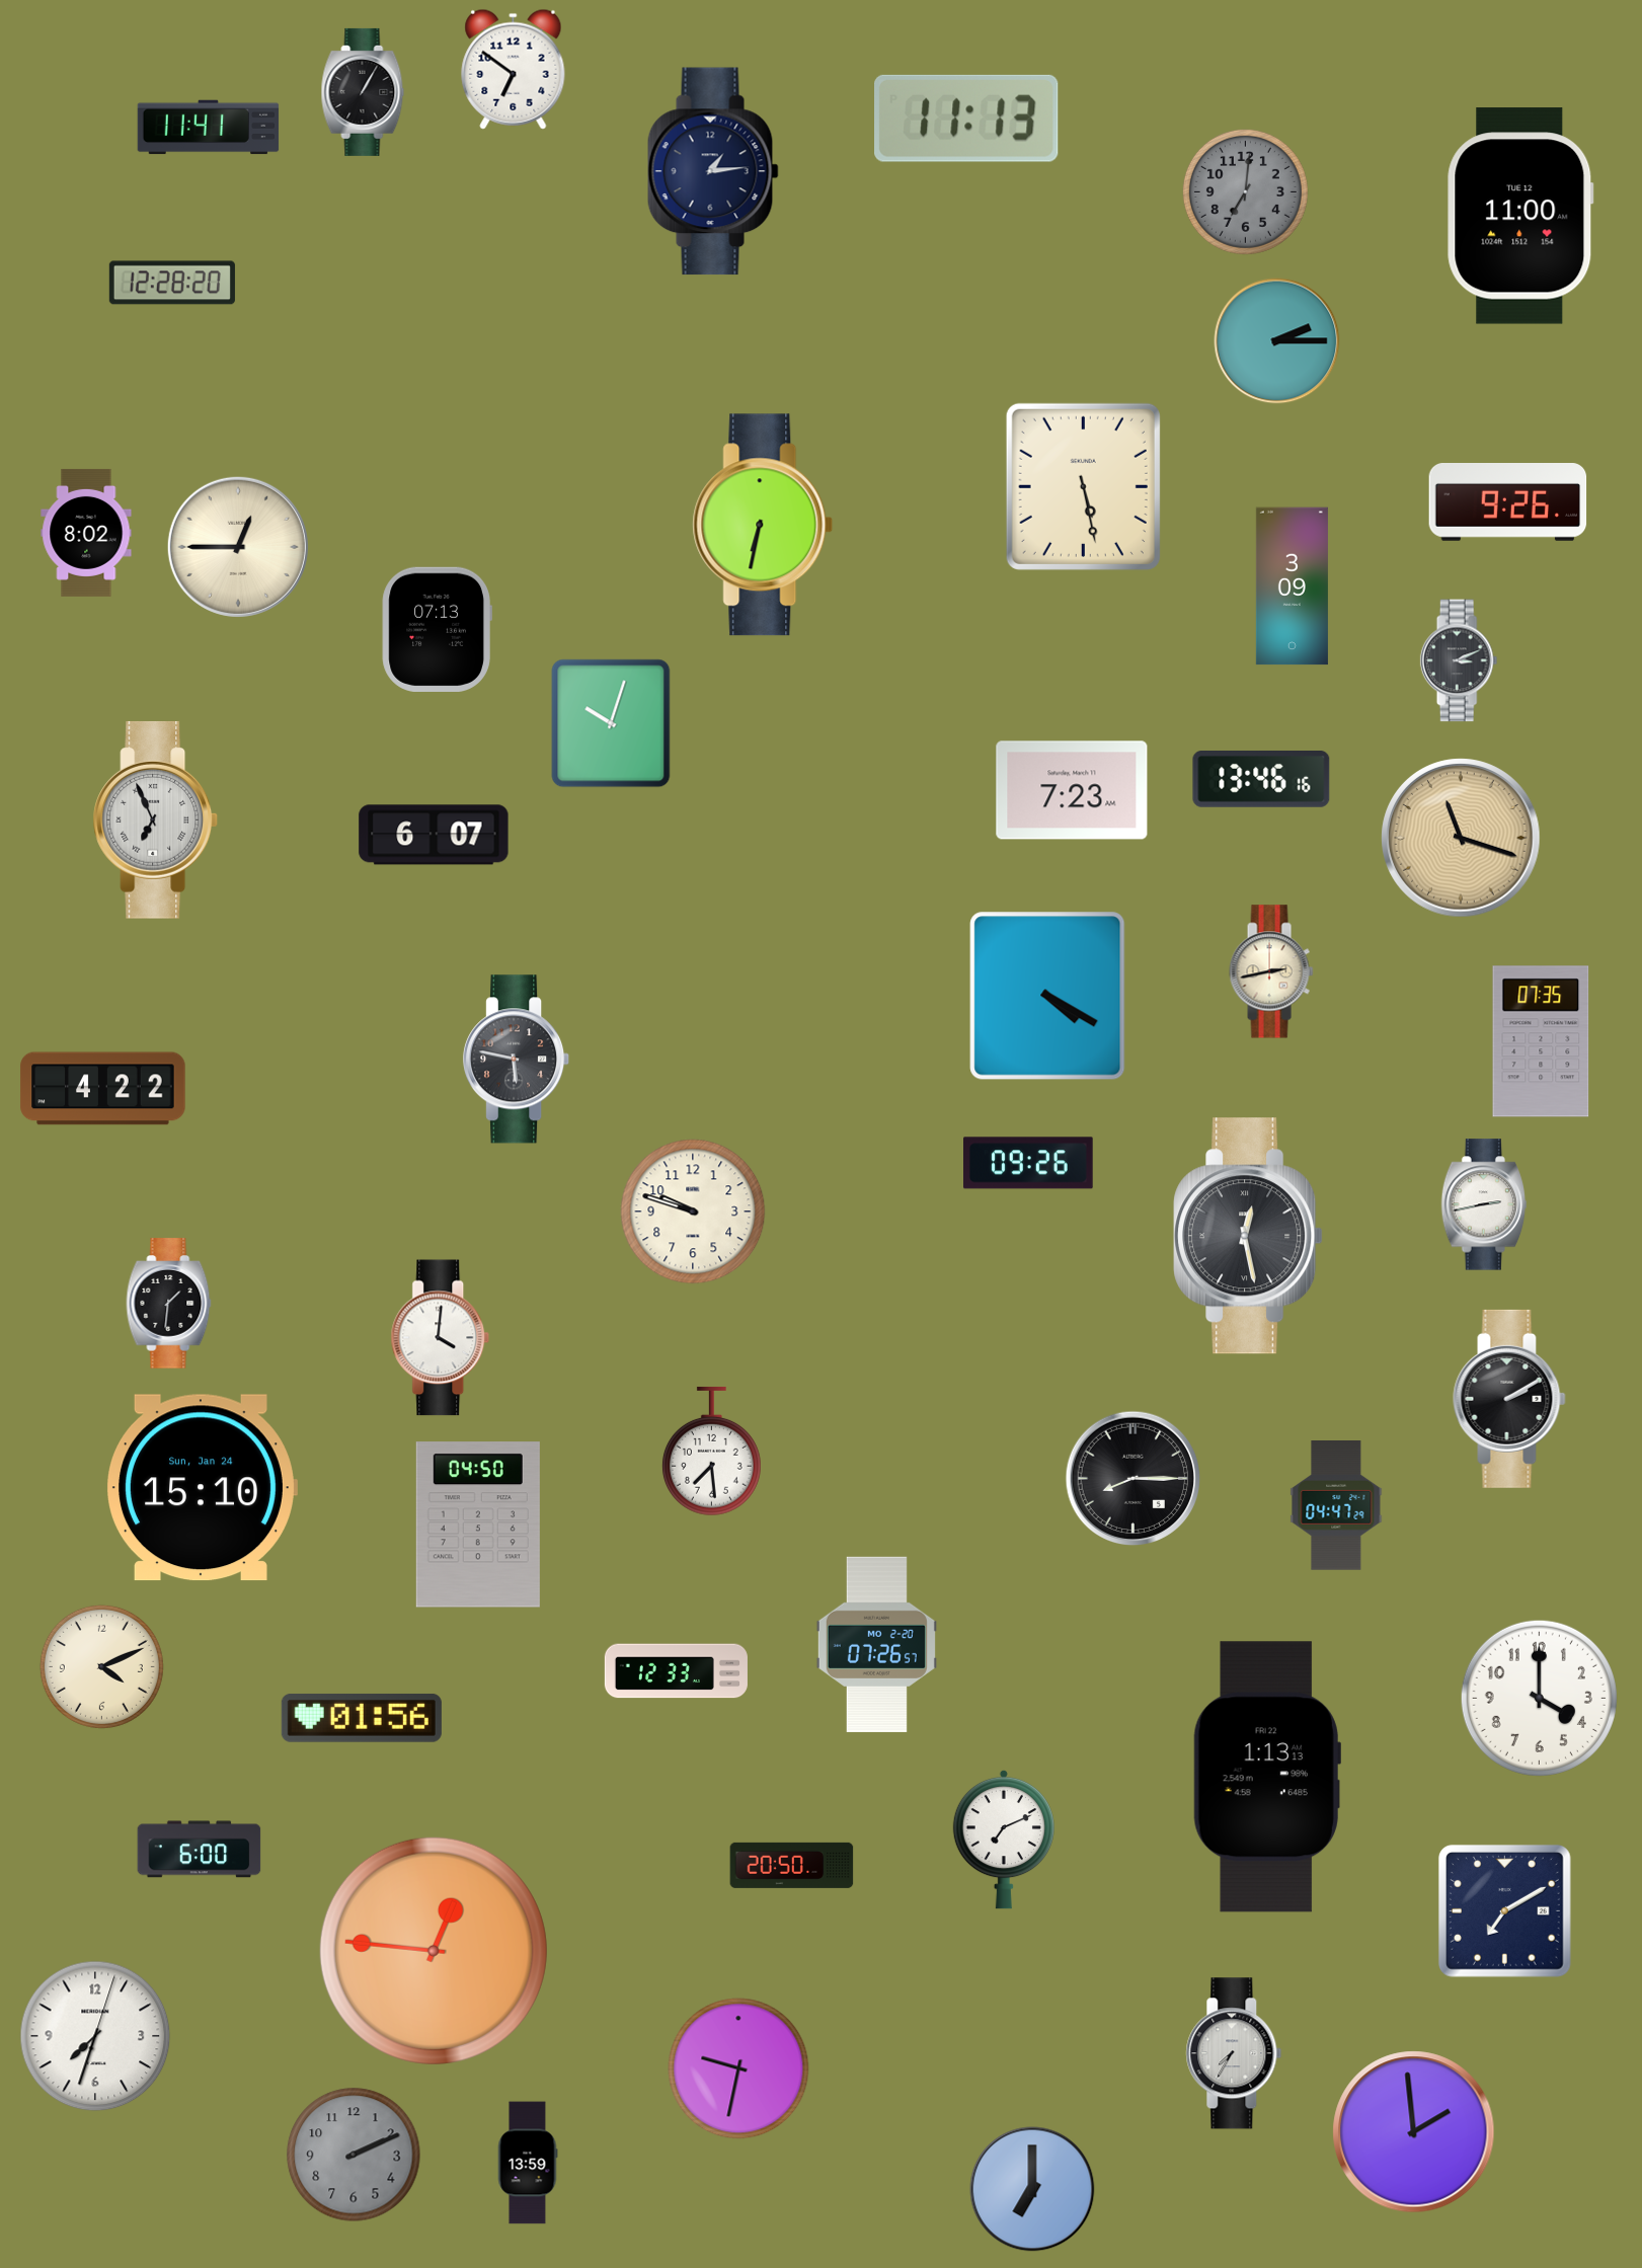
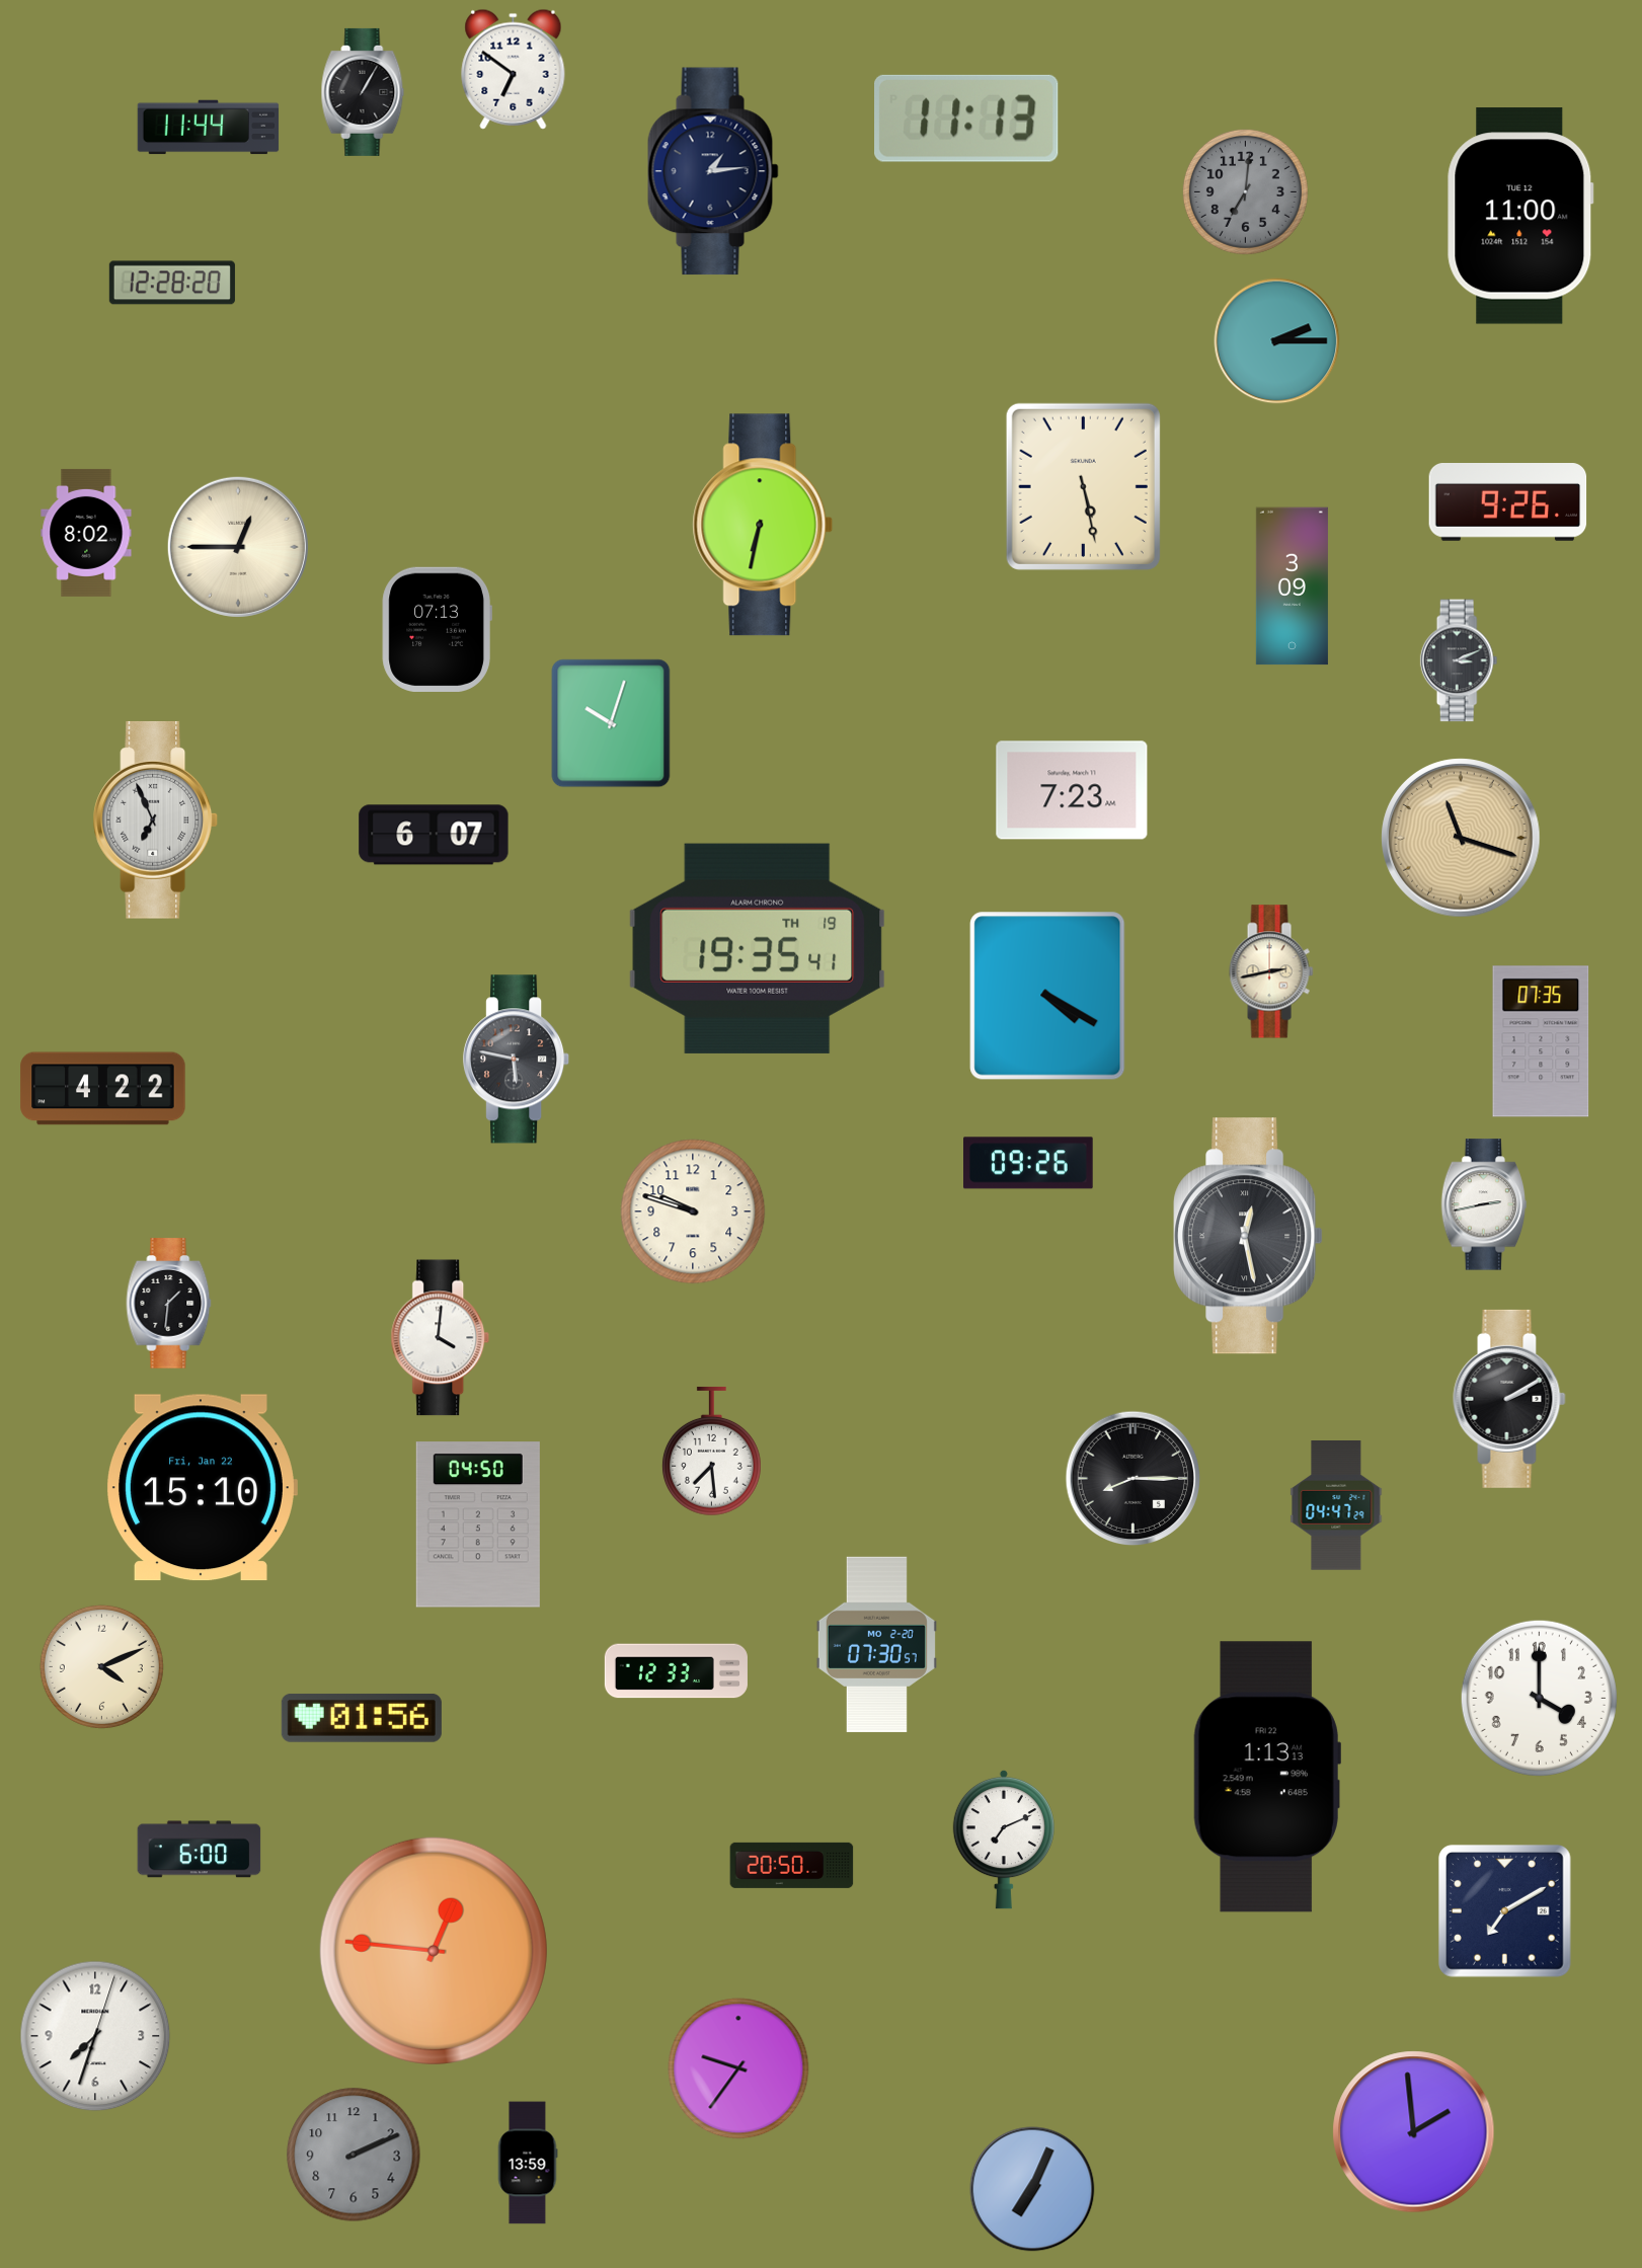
clock at (209, 128): 11:41 -> 11:44
clock at (1261, 780): 13:46 -> none
clock at (758, 948): none -> 19:35
clock at (203, 1488) date: Sun, Jan 24 -> Fri, Jan 22
clock at (876, 1644): 07:26 -> 07:30
clock at (1234, 2053): 7:35 -> none
clock at (738, 2068): 9:32 -> 9:36
clock at (1032, 2189): 7:00 -> 7:04
